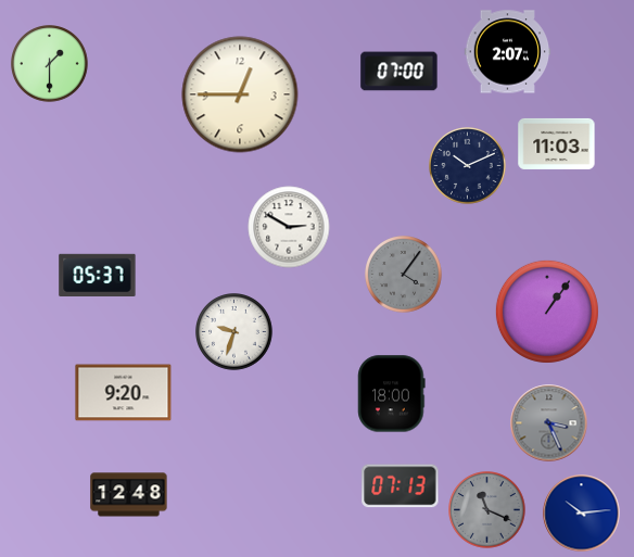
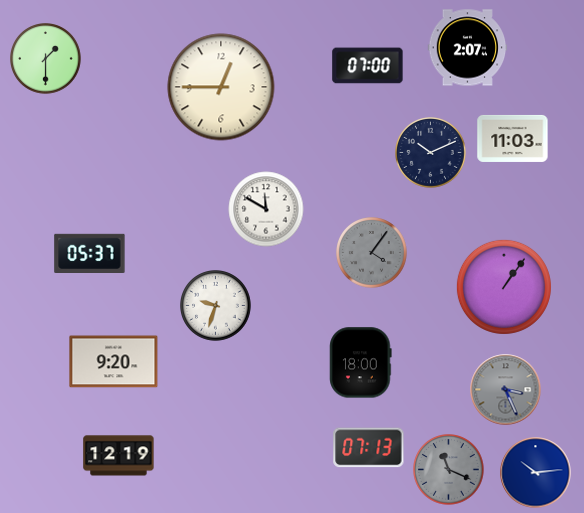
clock at (557, 143) position: (557, 143) -> (513, 138)
clock at (289, 227): 2:50 -> 11:50
clock at (129, 495): 12:48 -> 12:19
